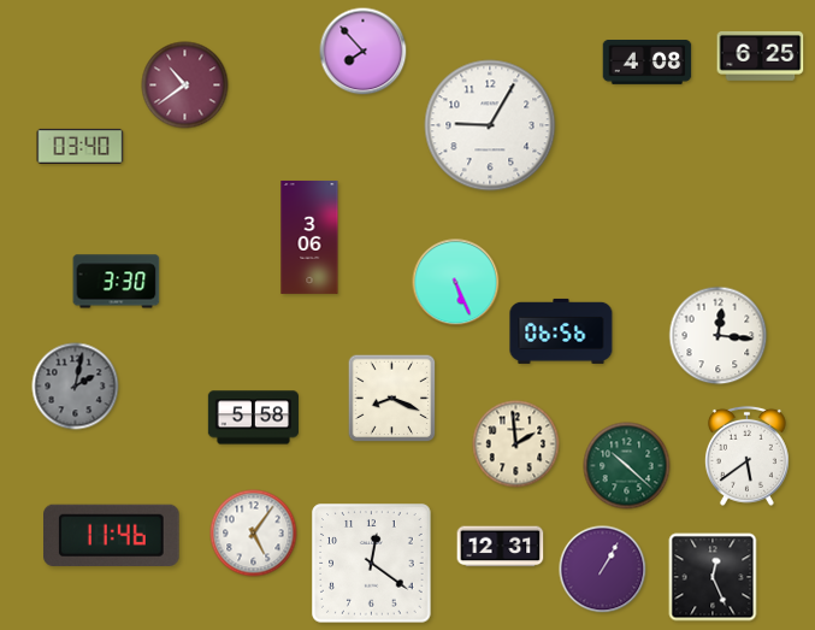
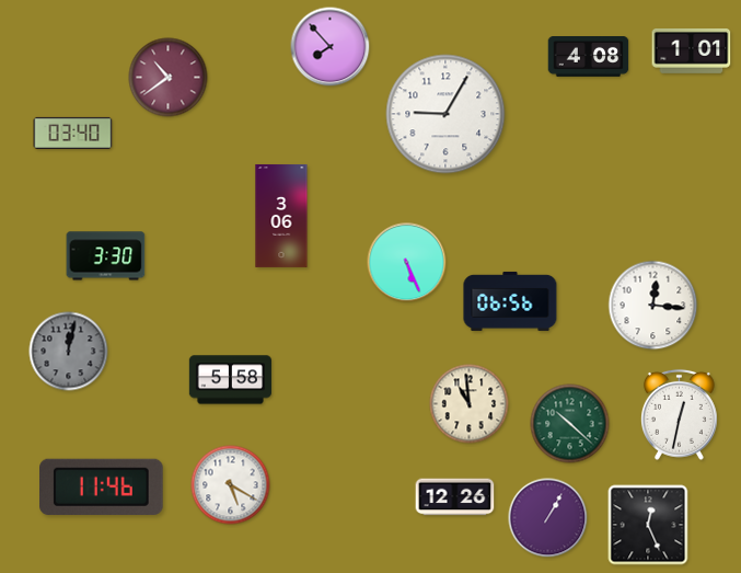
clock at (761, 55): 6:25 -> 1:01
clock at (456, 283) position: (456, 283) -> (407, 263)
clock at (76, 387): 2:02 -> 12:02
clock at (392, 399): 8:19 -> none
clock at (516, 444): 1:59 -> 10:59
clock at (746, 455): 5:39 -> 12:32
clock at (254, 534): 5:06 -> 5:20
clock at (501, 547): 12:31 -> 12:26
clock at (372, 564): 12:21 -> none
